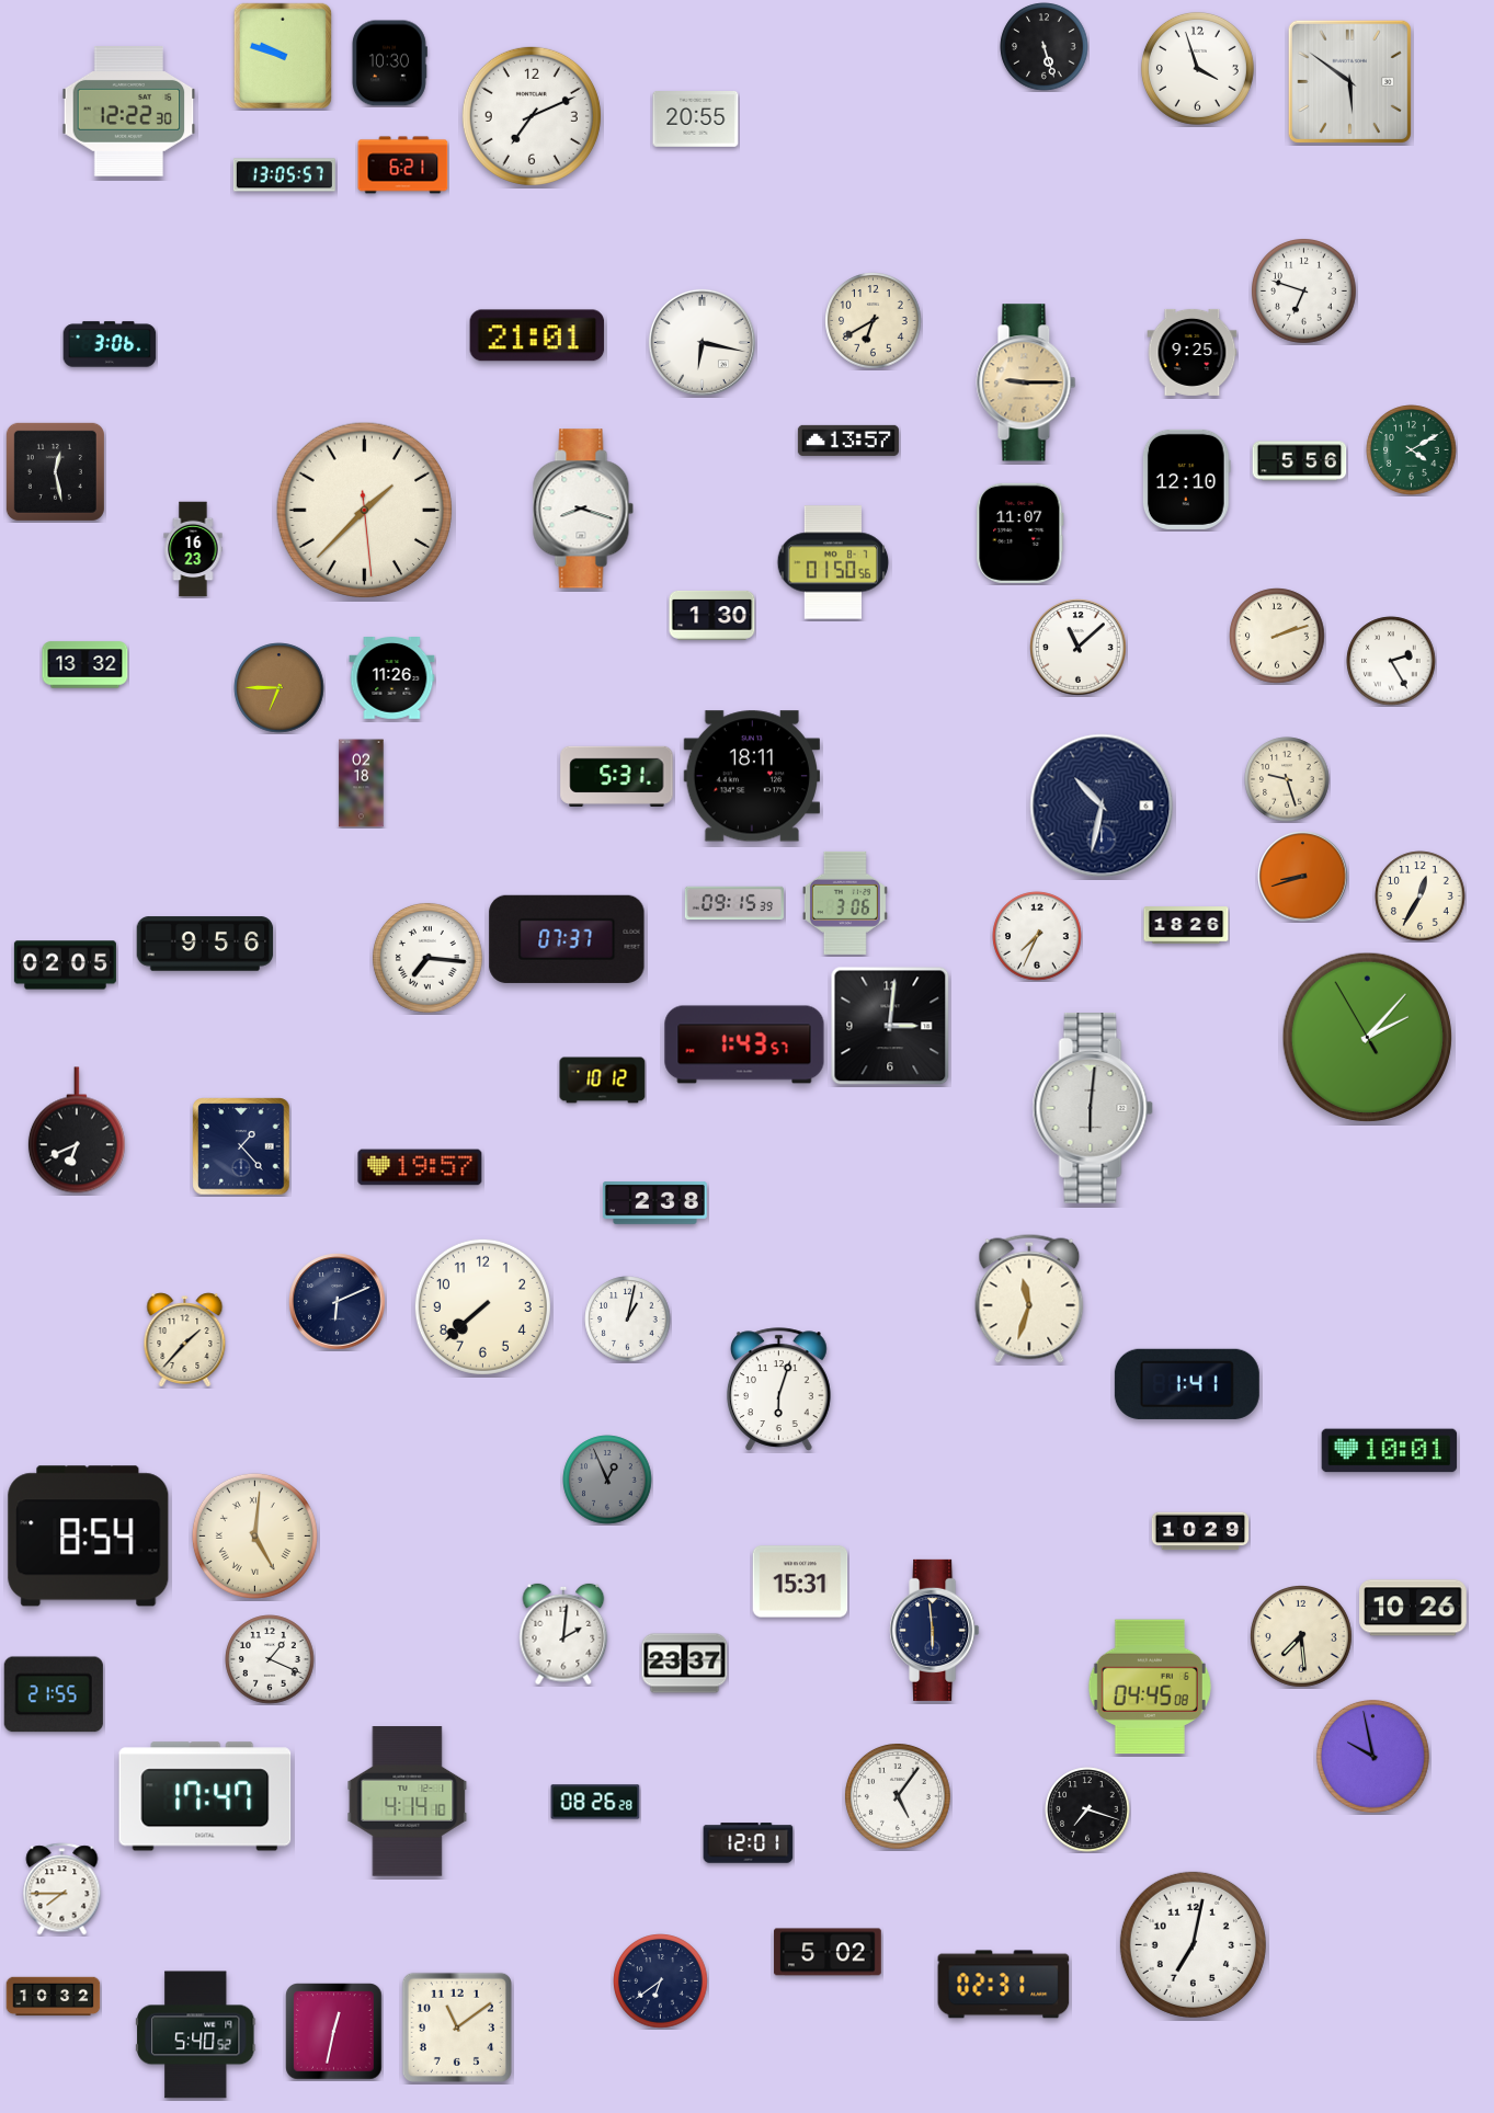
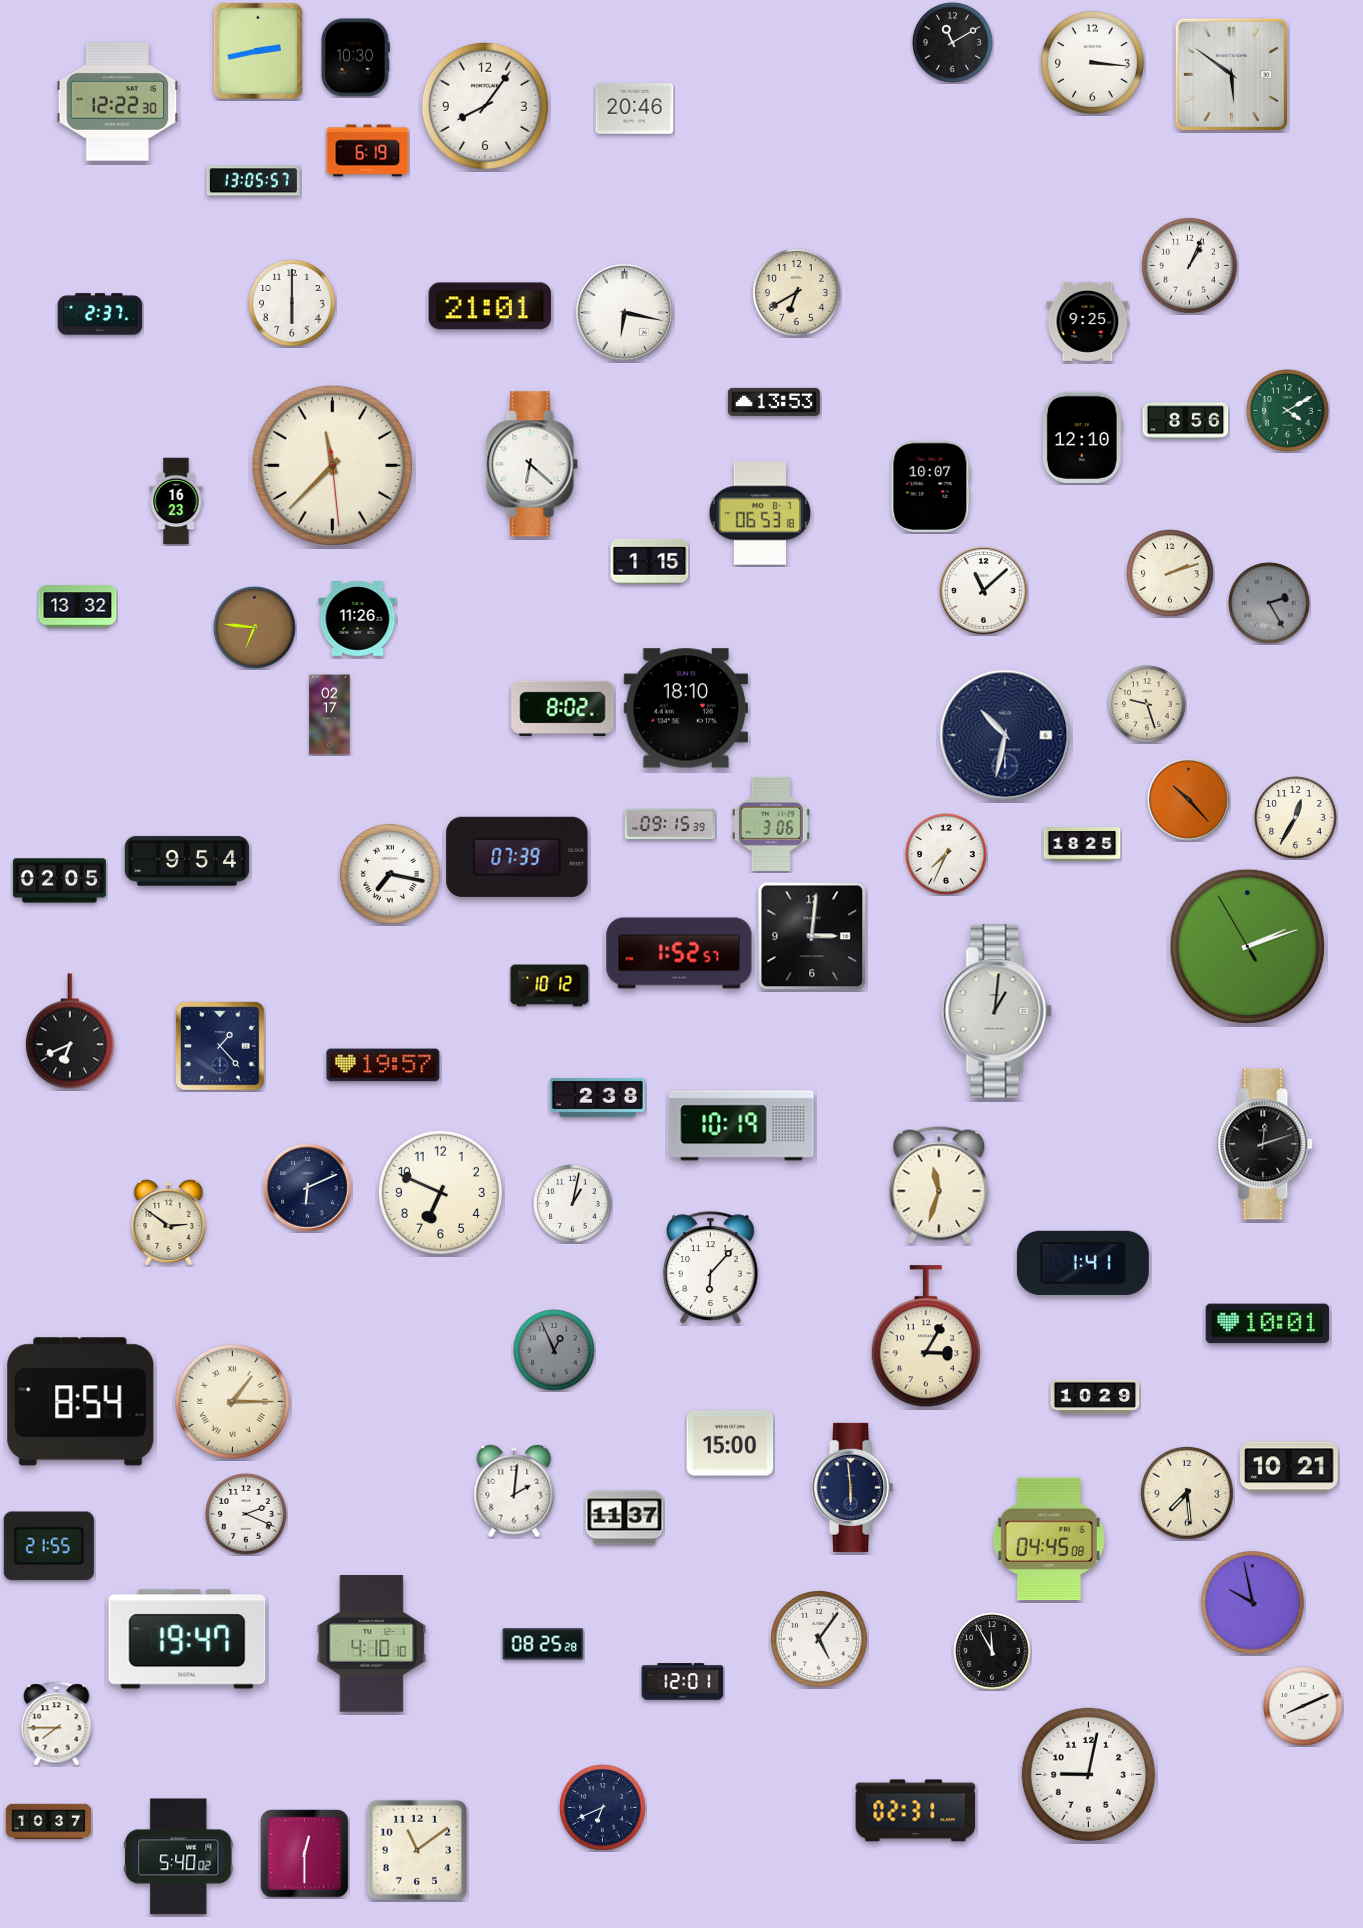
clock at (1045, 47): 5:27 -> 11:10
clock at (282, 55): 9:48 -> 2:43
clock at (1197, 68): 3:57 -> 3:16
clock at (532, 116): 7:11 -> 8:06
clock at (696, 119): 20:55 -> 20:46
clock at (403, 165): 6:21 -> 6:19
clock at (284, 175) position: (284, 175) -> (253, 181)
clock at (1304, 292): 6:48 -> 1:04
clock at (292, 303): none -> 6:00
clock at (702, 342) position: (702, 342) -> (624, 312)
clock at (110, 344): 3:06 -> 2:37
clock at (1026, 382): 9:15 -> none
clock at (848, 441): 13:57 -> 13:53
clock at (1300, 461): 5:56 -> 8:56
clock at (55, 471): 12:28 -> none
clock at (583, 509): 8:18 -> 6:22
clock at (364, 510): 1:37 -> 11:37
clock at (1020, 533): 11:07 -> 10:07
clock at (833, 562): 01:50 -> 06:53
clock at (712, 615): 1:30 -> 1:15
clock at (1277, 636) position: (1277, 636) -> (1170, 573)
clock at (1391, 661) dial: white -> grey
clock at (280, 688): 6:45 -> 6:46
clock at (617, 776): 5:31 -> 8:02
clock at (751, 776): 18:11 -> 18:10
clock at (1287, 779) position: (1287, 779) -> (1147, 704)
clock at (362, 784): 02:18 -> 02:17
clock at (1303, 877): 8:42 -> 10:23
clock at (1186, 925): 18:26 -> 18:25
clock at (567, 939): 07:37 -> 07:39
clock at (205, 944): 9:56 -> 9:54
clock at (427, 958): 7:16 -> 7:17
clock at (1367, 1037): 2:06 -> 2:11
clock at (744, 1044): 1:43 -> 1:52
clock at (1093, 1109): 6:01 -> 1:01
clock at (742, 1126): none -> 10:19
clock at (1266, 1144): none -> 12:12
clock at (482, 1306): 7:38 -> 6:49
clock at (185, 1340): 1:37 -> 2:51
clock at (779, 1390): 6:03 -> 6:07
clock at (926, 1337): none -> 3:05
clock at (254, 1535): 5:01 -> 1:15
clock at (800, 1581): 15:31 -> 15:00
clock at (1414, 1608): 10:26 -> 10:21
clock at (270, 1659): 1:19 -> 2:19
clock at (685, 1664): 23:37 -> 11:37
clock at (205, 1796): 17:47 -> 19:47
clock at (408, 1802): 4:14 -> 4:10
clock at (595, 1802): 08:26 -> 08:25
clock at (1087, 1809): 7:18 -> 11:55
clock at (1303, 1706): none -> 8:11
clock at (1193, 1944): 7:02 -> 9:02
clock at (828, 1952): 5:02 -> none
clock at (661, 1981): 6:39 -> 6:41
clock at (54, 1997): 10:32 -> 10:37
clock at (334, 2032): 12:32 -> 12:30
clock at (196, 2035): 5:40:52 -> 5:40:02
